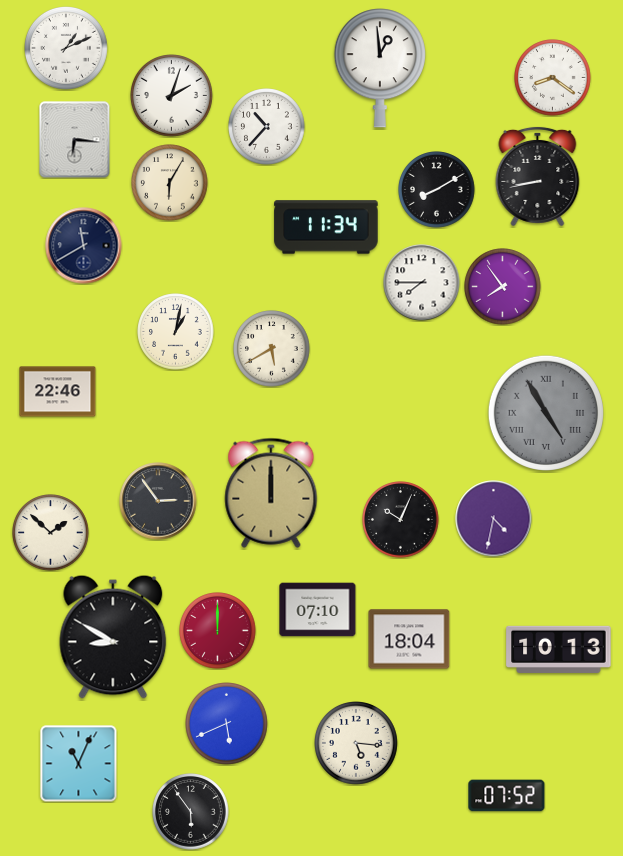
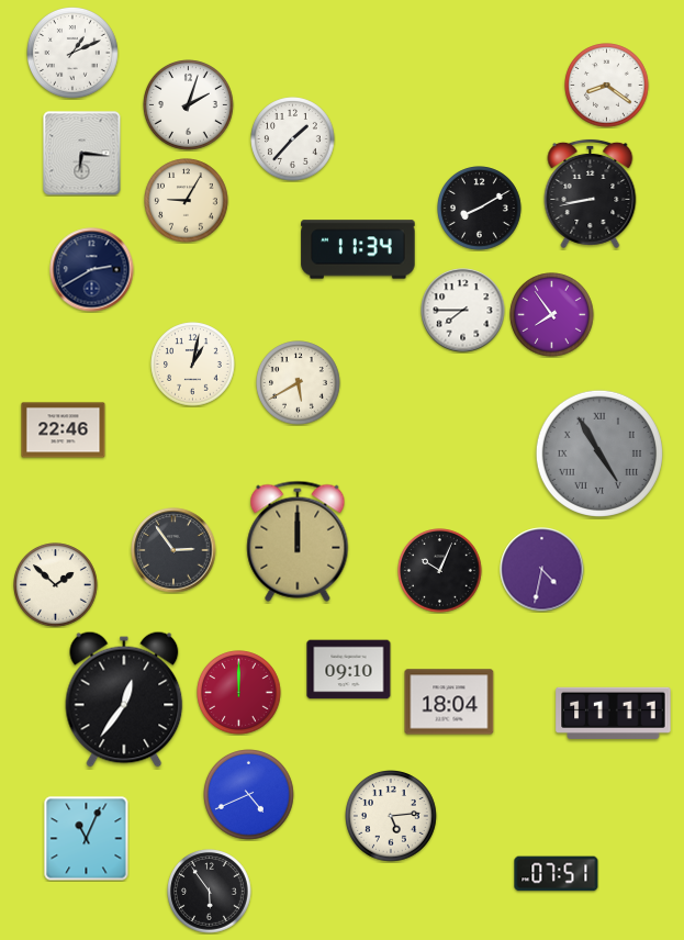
clock at (380, 68): 12:59 -> none
clock at (267, 127): 10:37 -> 1:37
clock at (170, 183): 6:05 -> 9:05
clock at (84, 246): 11:40 -> 2:40
clock at (318, 610): 07:10 -> 09:10
clock at (113, 637): 8:50 -> 12:36
clock at (559, 649): 10:13 -> 11:11
clock at (227, 724): 5:41 -> 4:41
clock at (357, 744): 5:16 -> 5:14
clock at (507, 796): 07:52 -> 07:51
